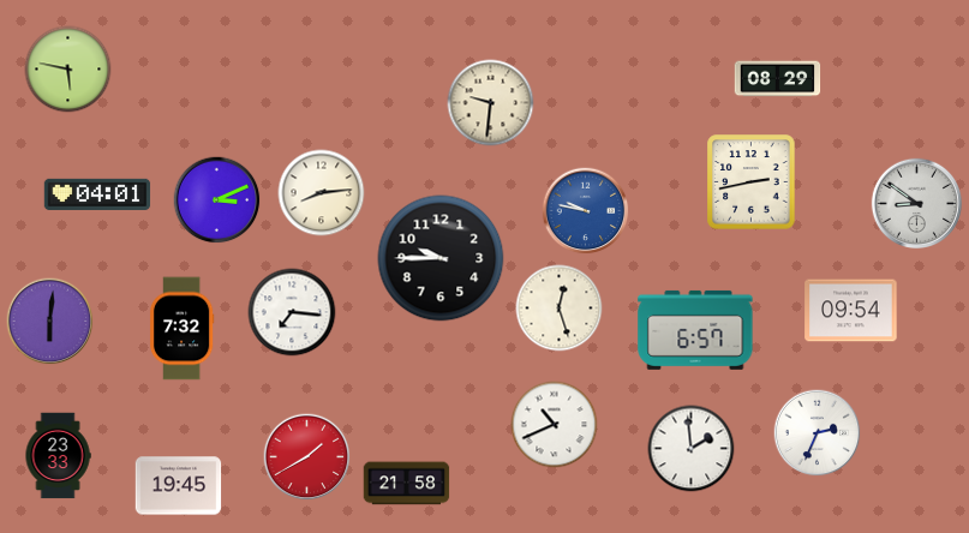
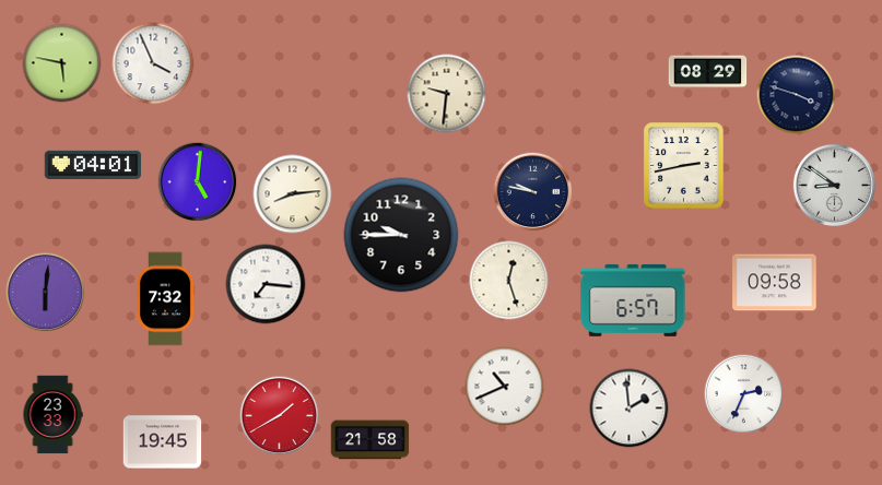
clock at (153, 63): none -> 3:56
clock at (797, 95): none -> 3:48
clock at (322, 193) position: (322, 193) -> (293, 194)
clock at (97, 194) position: (97, 194) -> (93, 165)
clock at (217, 200): 3:11 -> 5:01
clock at (586, 211) dial: blue -> navy
clock at (851, 311): 09:54 -> 09:58
